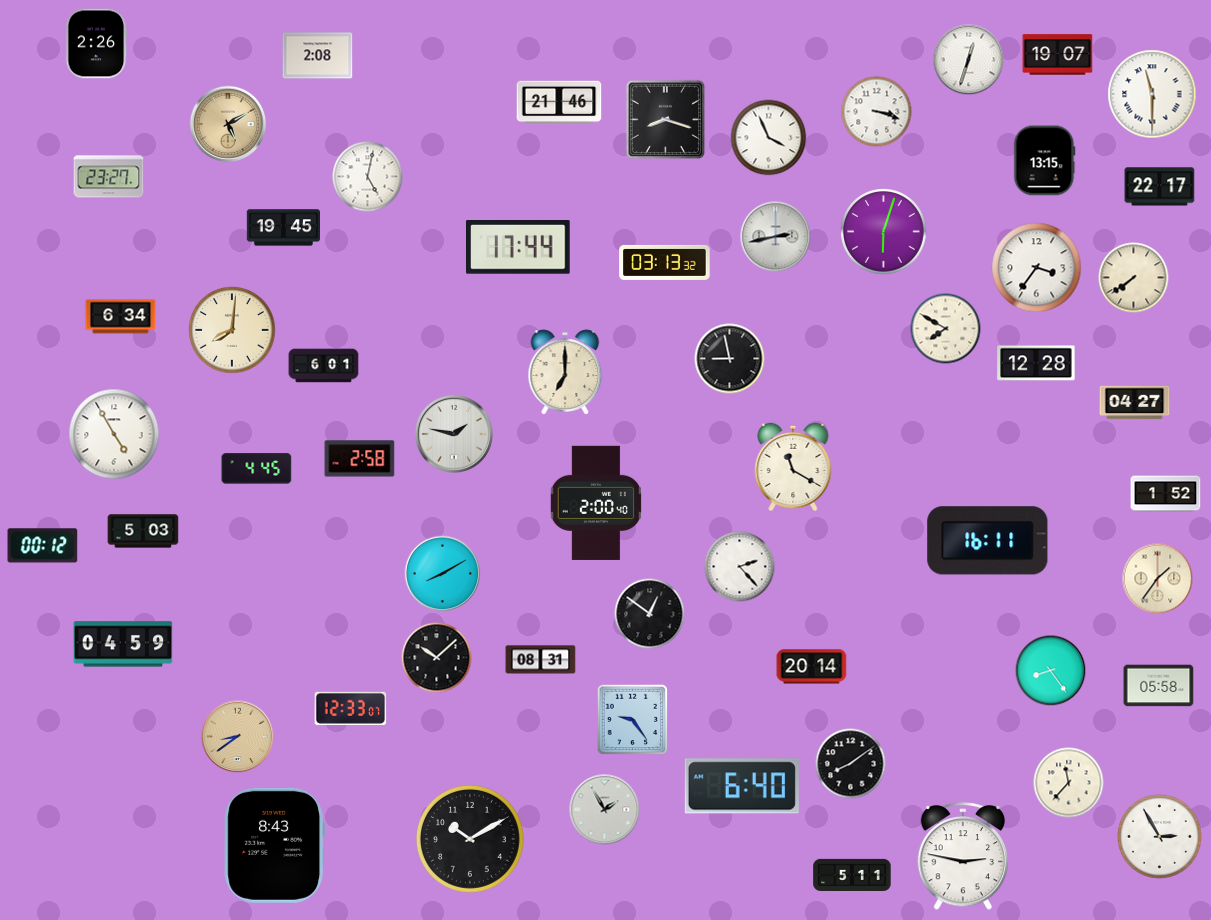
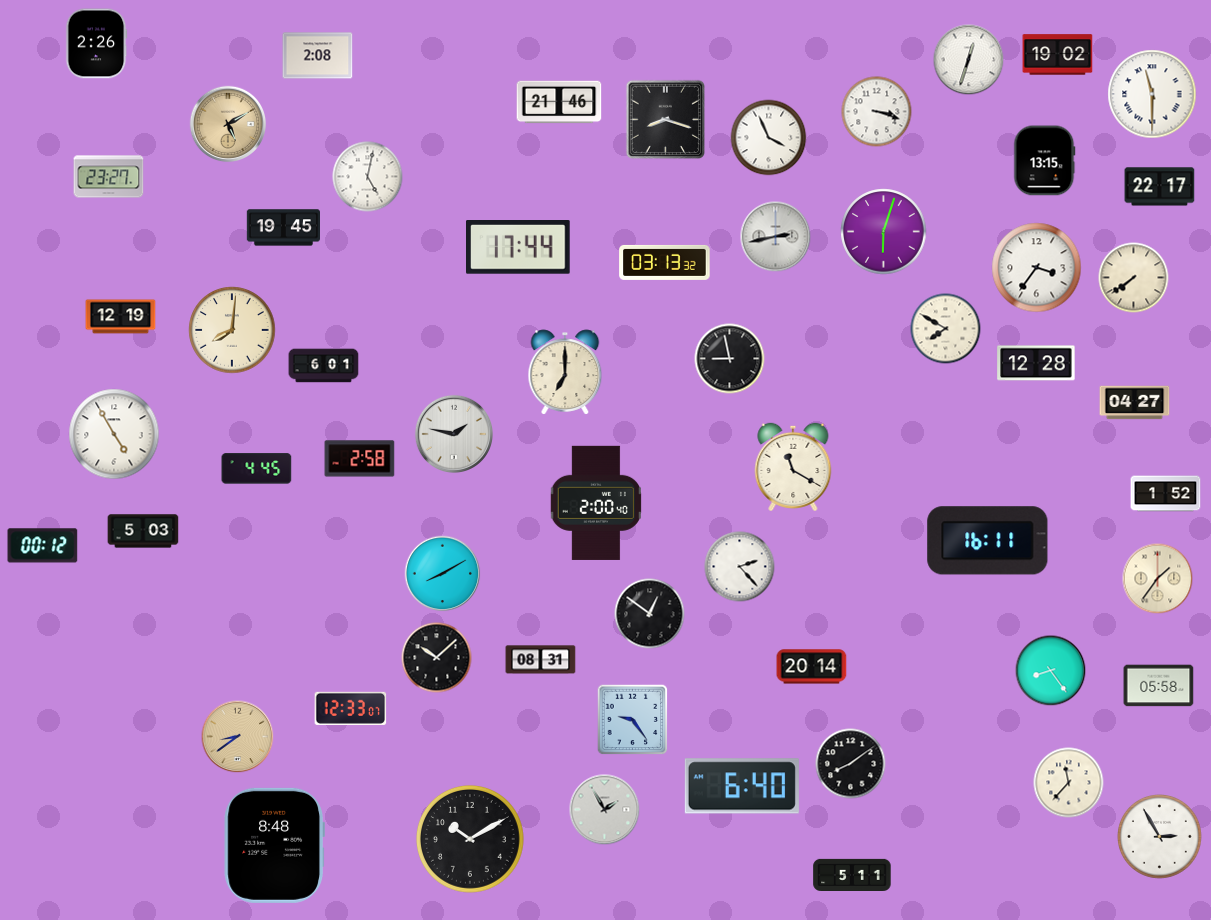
clock at (1058, 55): 19:07 -> 19:02
clock at (121, 317): 6:34 -> 12:19
clock at (123, 644): 04:59 -> none
clock at (274, 845): 8:43 -> 8:48
clock at (963, 857): 2:47 -> none
